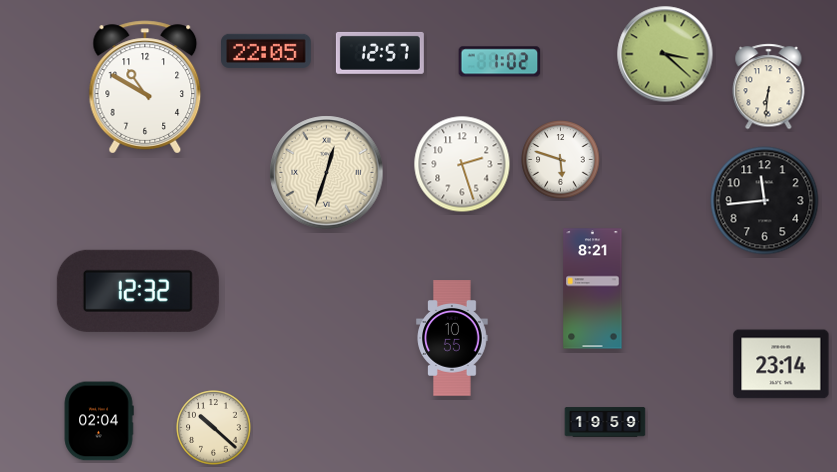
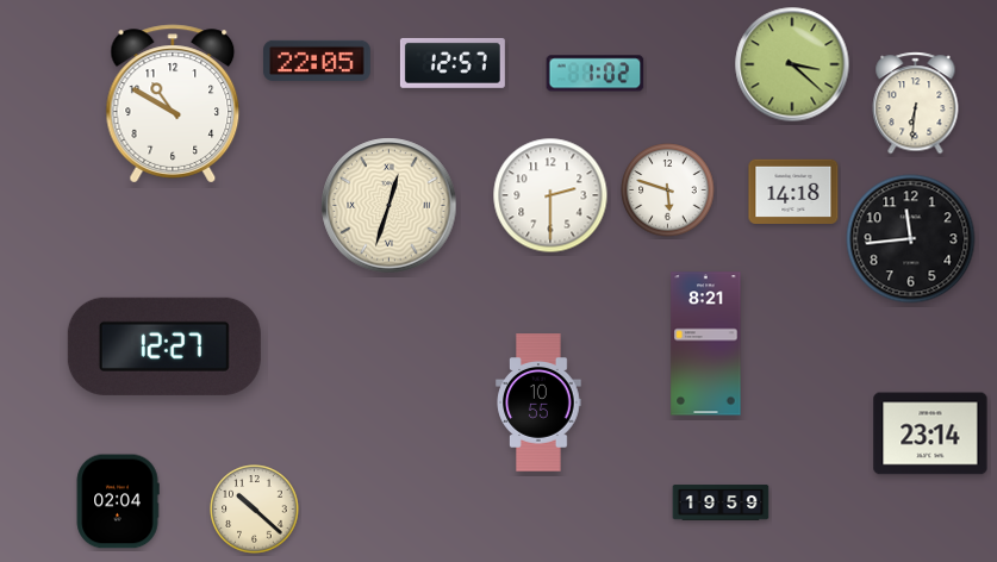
clock at (793, 191): none -> 14:18
clock at (462, 164): 2:27 -> 2:30
clock at (138, 291): 12:32 -> 12:27
